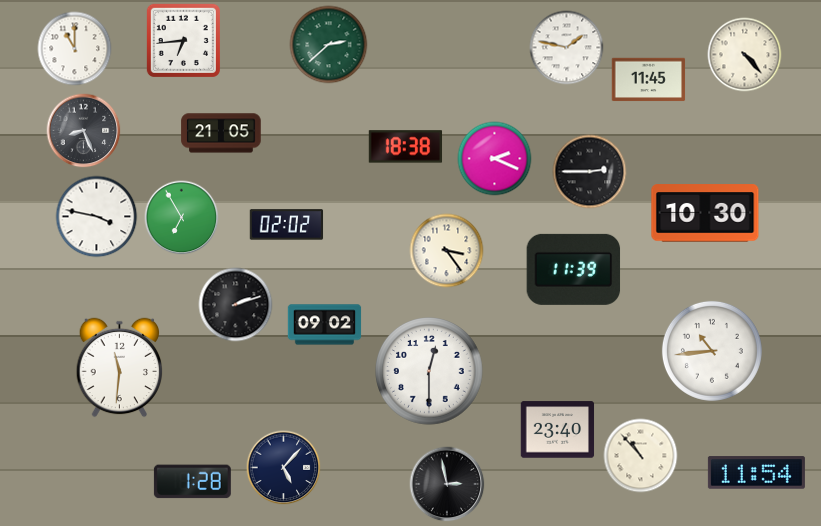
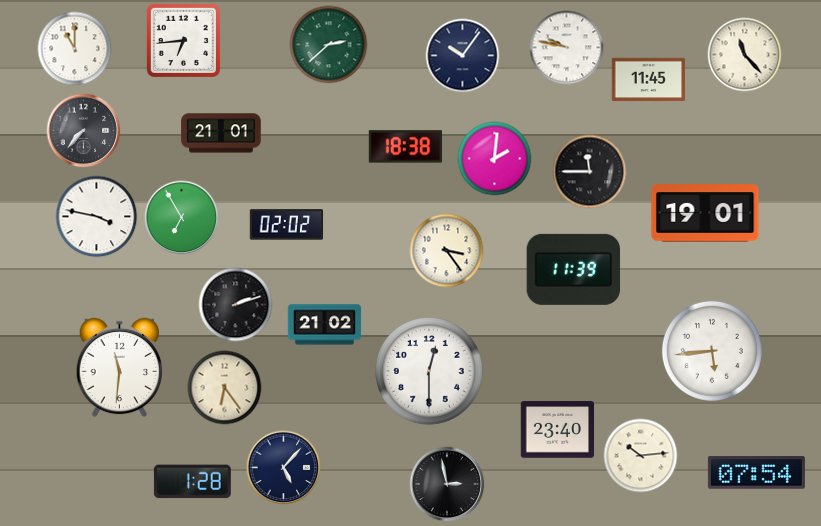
clock at (567, 48): 1:47 -> 9:47
clock at (745, 55): 4:23 -> 11:23
clock at (463, 56): none -> 10:06
clock at (84, 131): 8:26 -> 7:37
clock at (221, 133): 21:05 -> 21:01
clock at (495, 159): 2:19 -> 2:01
clock at (590, 172): 2:45 -> 11:45
clock at (705, 213): 10:30 -> 19:01
clock at (325, 325): 09:02 -> 21:02
clock at (712, 351): 10:44 -> 5:44
clock at (225, 388): none -> 6:24
clock at (641, 456): 10:53 -> 10:14
clock at (756, 473): 11:54 -> 07:54
